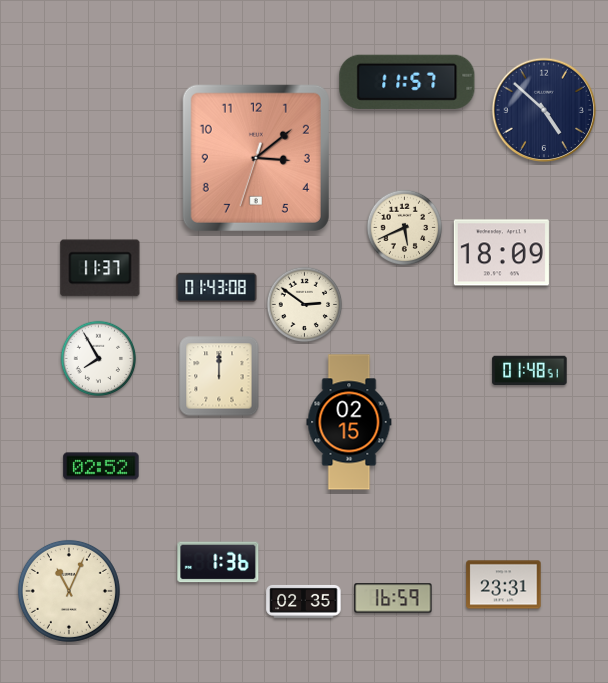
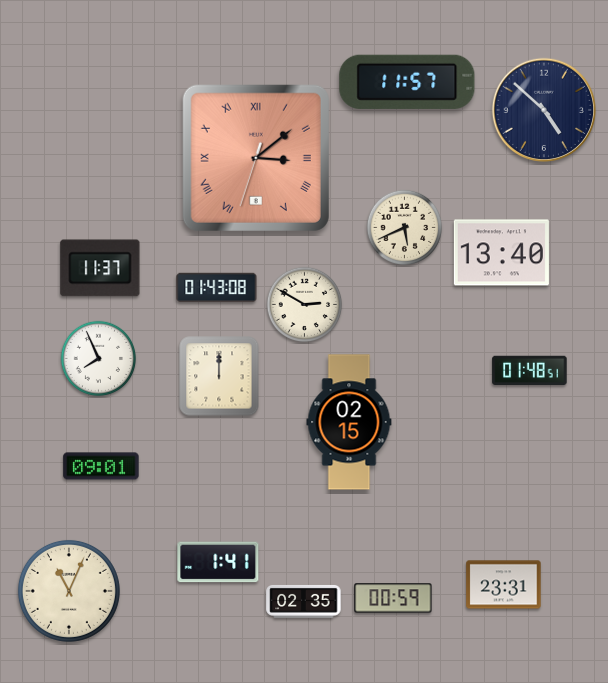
clock at (256, 158) numerals: Arabic -> Roman
clock at (501, 253): 18:09 -> 13:40
clock at (305, 305): 2:51 -> 2:50
clock at (99, 359): 7:55 -> 7:56
clock at (101, 466): 02:52 -> 09:01
clock at (218, 562): 1:36 -> 1:41
clock at (393, 598): 16:59 -> 00:59
